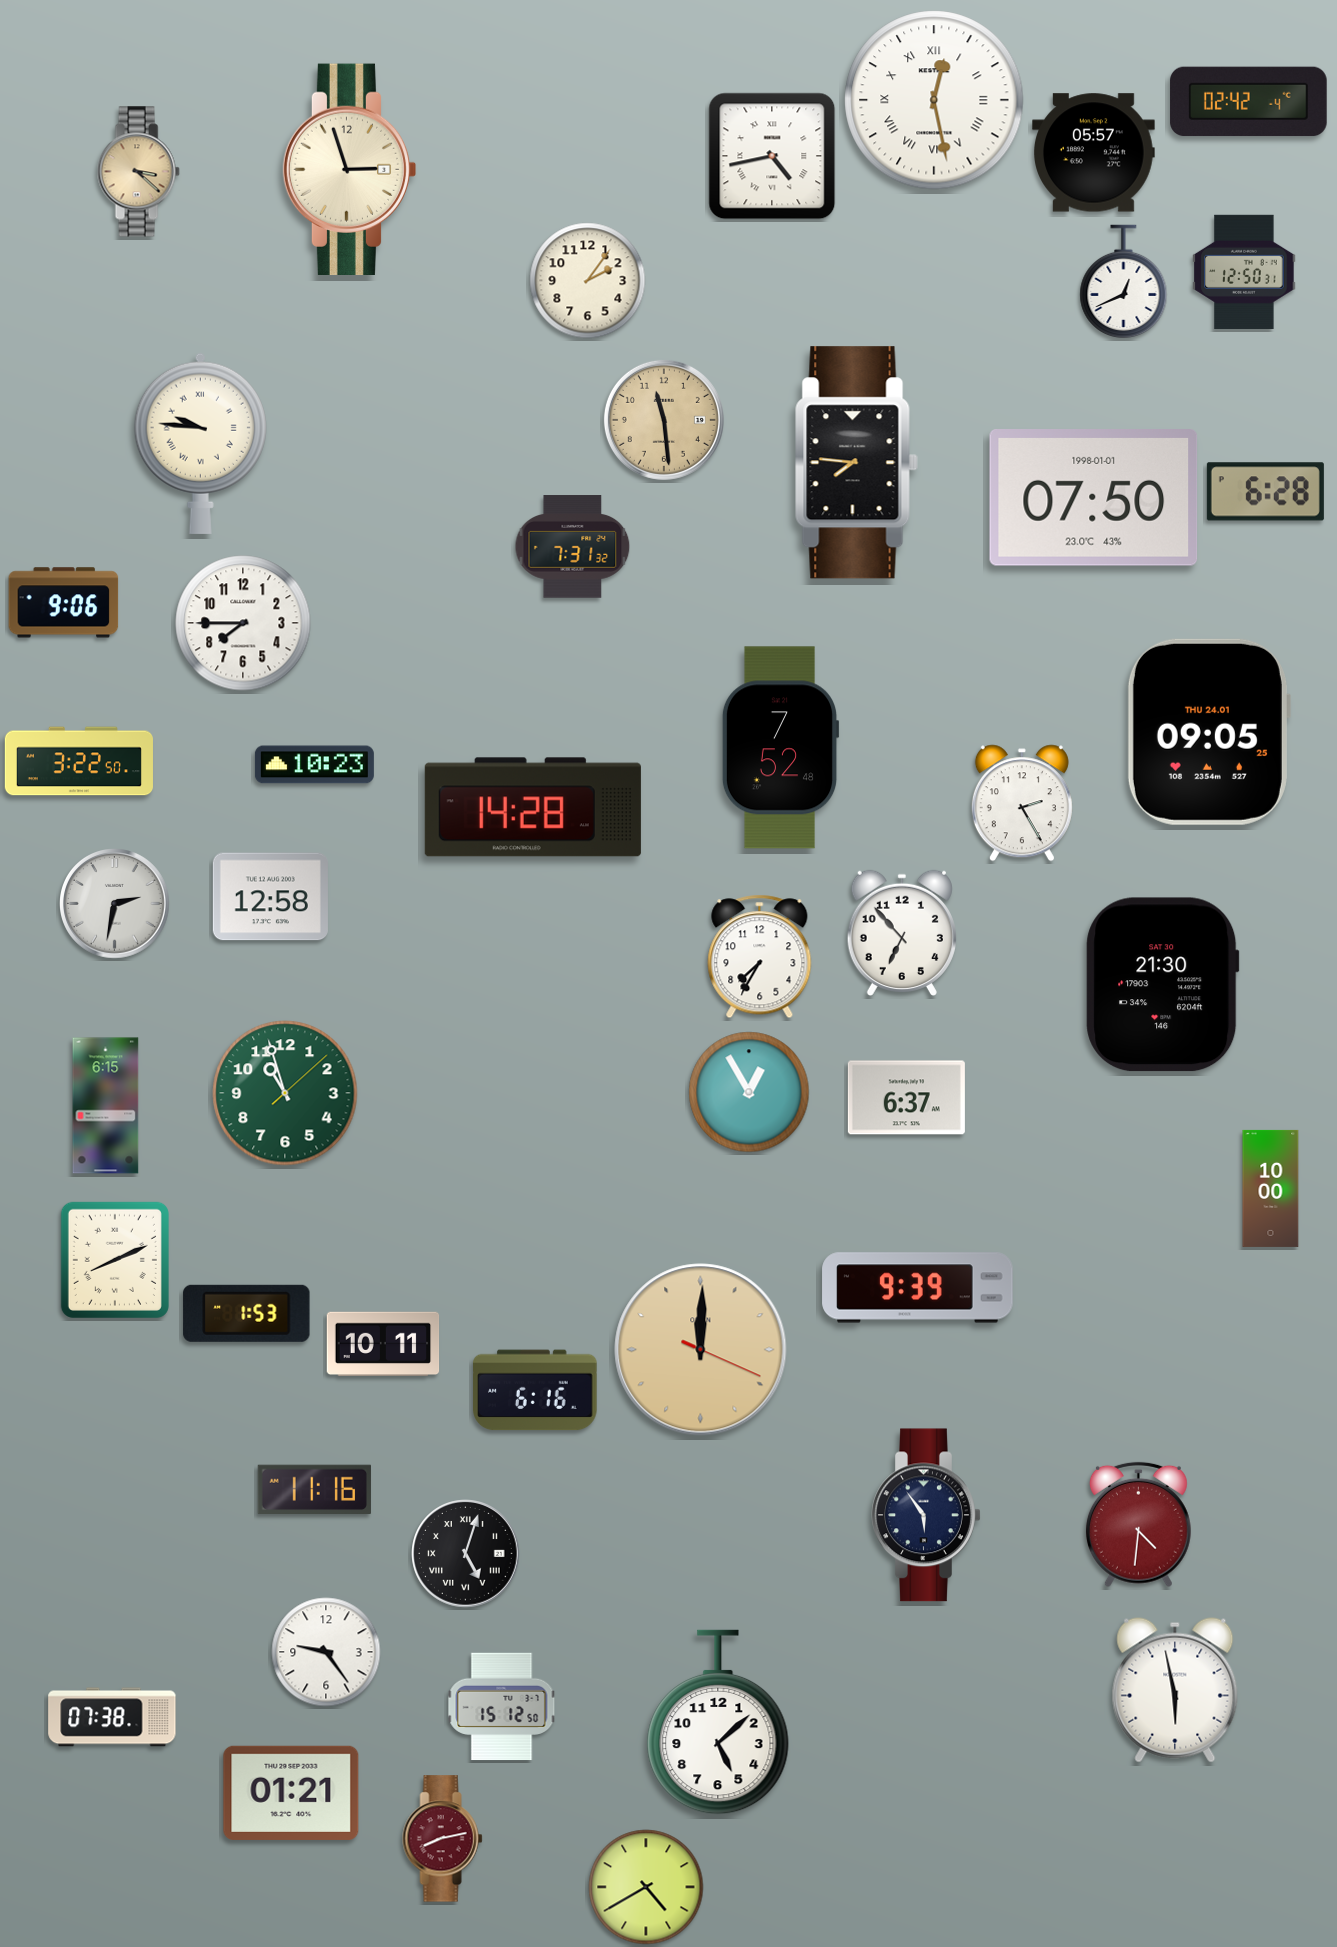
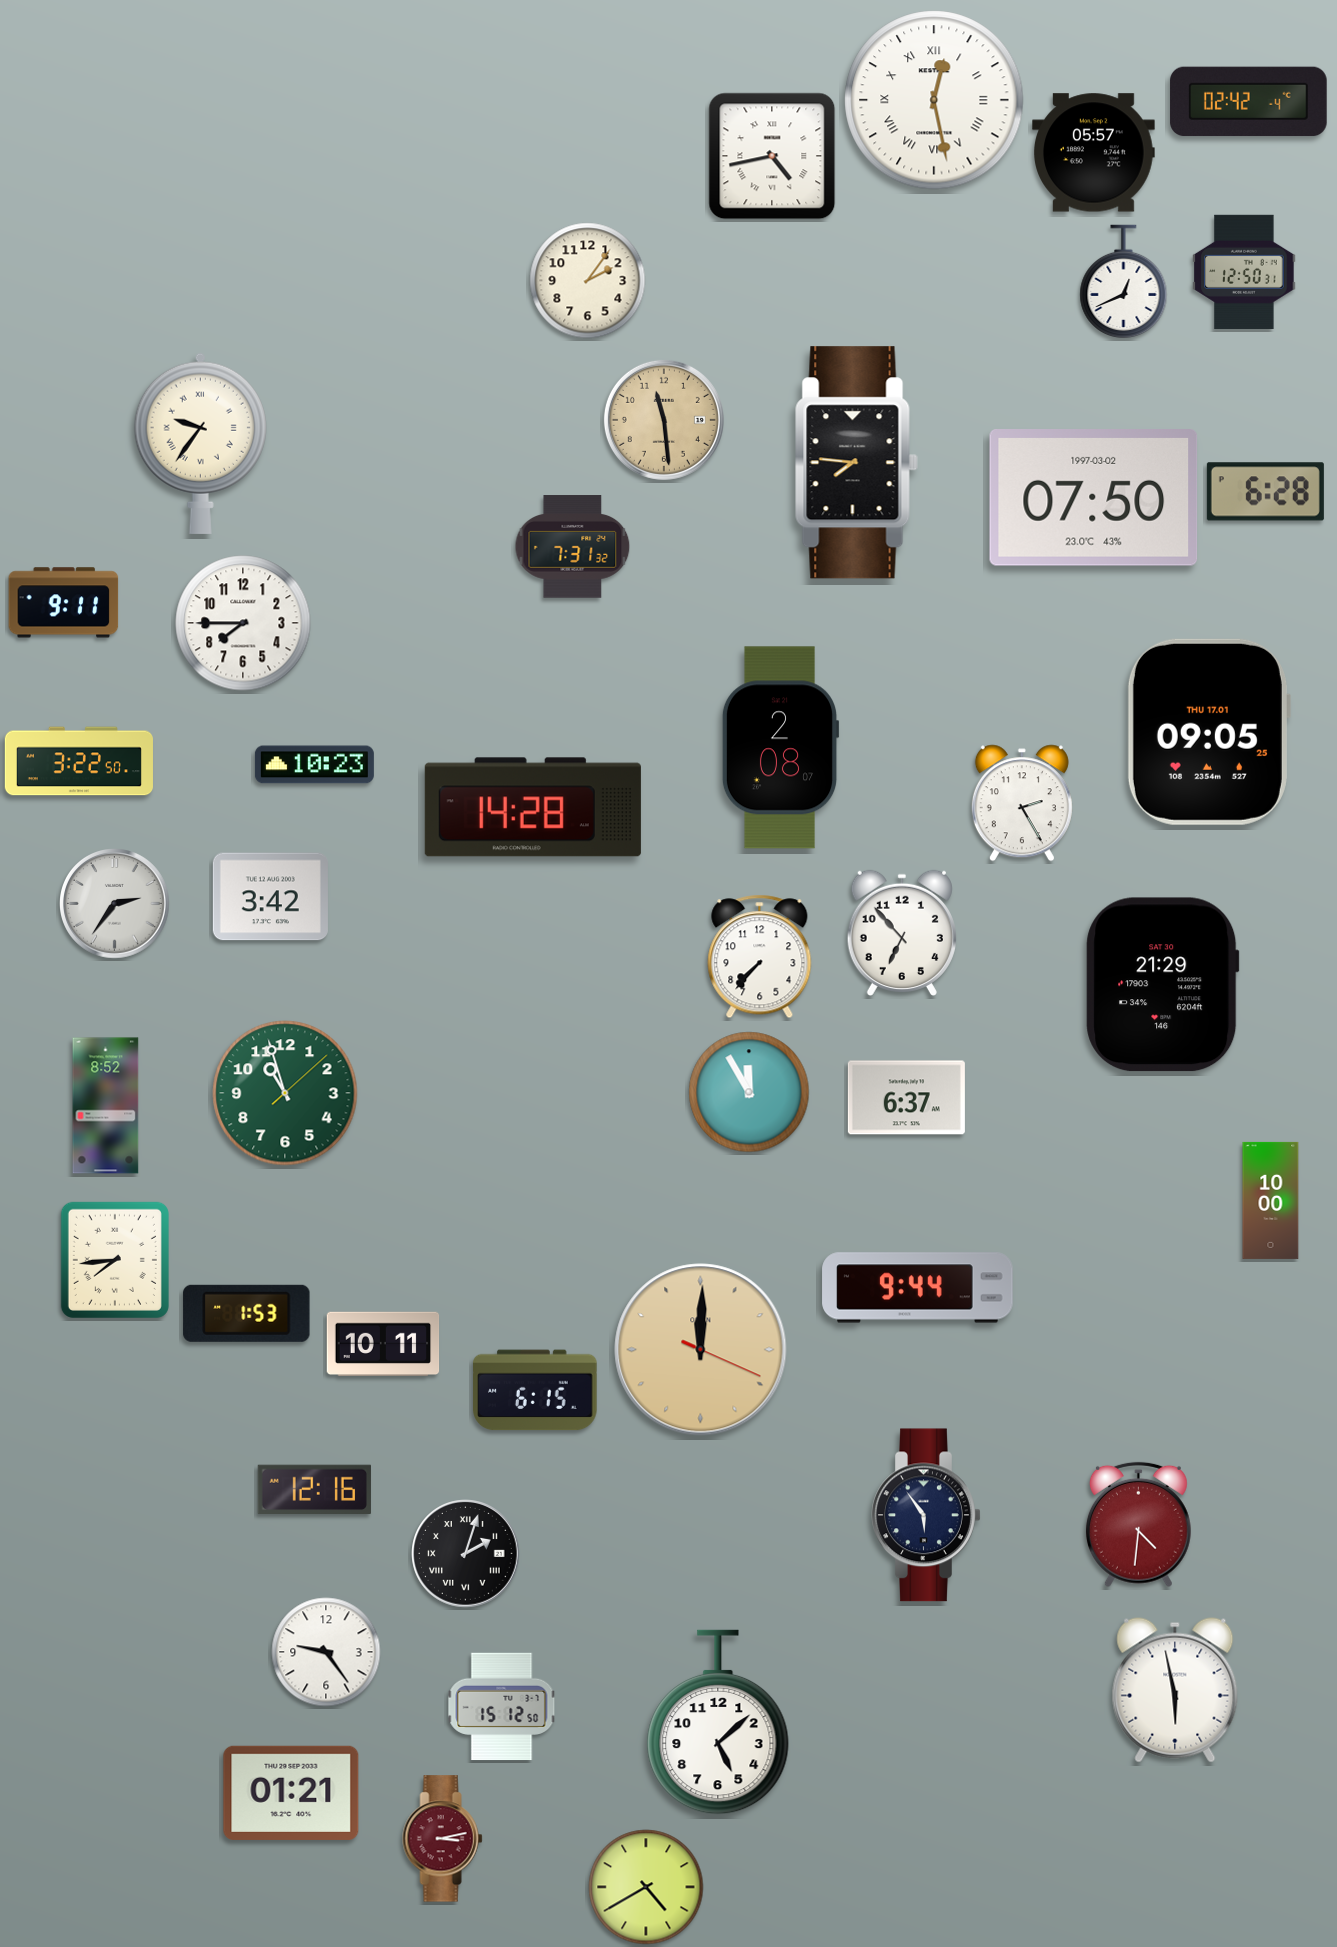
clock at (350, 169): 2:57 -> none
clock at (138, 172): 3:22 -> none
clock at (200, 443): 9:46 -> 9:36
clock at (1094, 498) date: 1998-01-01 -> 1997-03-02
clock at (64, 603): 9:06 -> 9:11
clock at (1208, 732) date: THU 24.01 -> THU 17.01
clock at (780, 748): 7:52 -> 2:08
clock at (270, 897): 12:58 -> 3:42
clock at (115, 904): 2:32 -> 2:36
clock at (760, 957): 7:35 -> 7:37
clock at (1163, 985): 21:30 -> 21:29
clock at (749, 1092): 12:55 -> 11:55
clock at (106, 1106): 6:15 -> 8:52
clock at (1271, 1188) position: (1271, 1188) -> (1271, 1200)
clock at (115, 1260): 8:11 -> 7:44
clock at (918, 1288): 9:39 -> 9:44
clock at (535, 1390): 6:16 -> 6:15
clock at (314, 1490): 11:16 -> 12:16
clock at (466, 1554): 5:03 -> 2:03
clock at (112, 1717): 07:38 -> none
clock at (443, 1839): 8:13 -> 3:13
